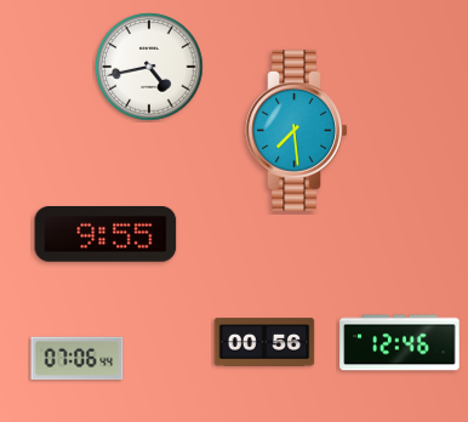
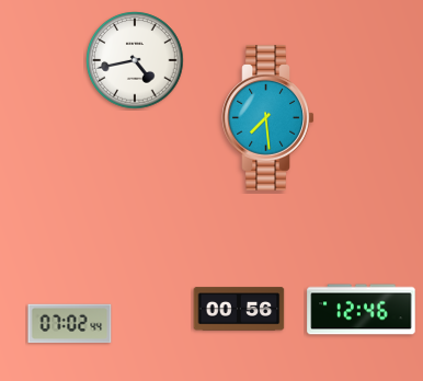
clock at (105, 235): 9:55 -> none
clock at (78, 359): 07:06 -> 07:02
